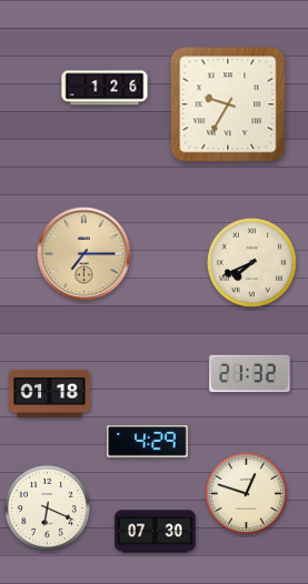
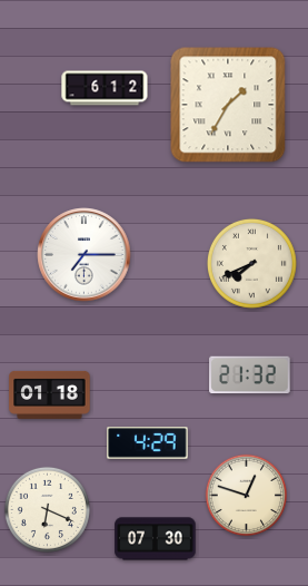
clock at (105, 88): 1:26 -> 6:12
clock at (228, 104): 9:35 -> 1:35
clock at (85, 254) dial: champagne -> white
clock at (156, 532) position: (156, 532) -> (156, 539)
